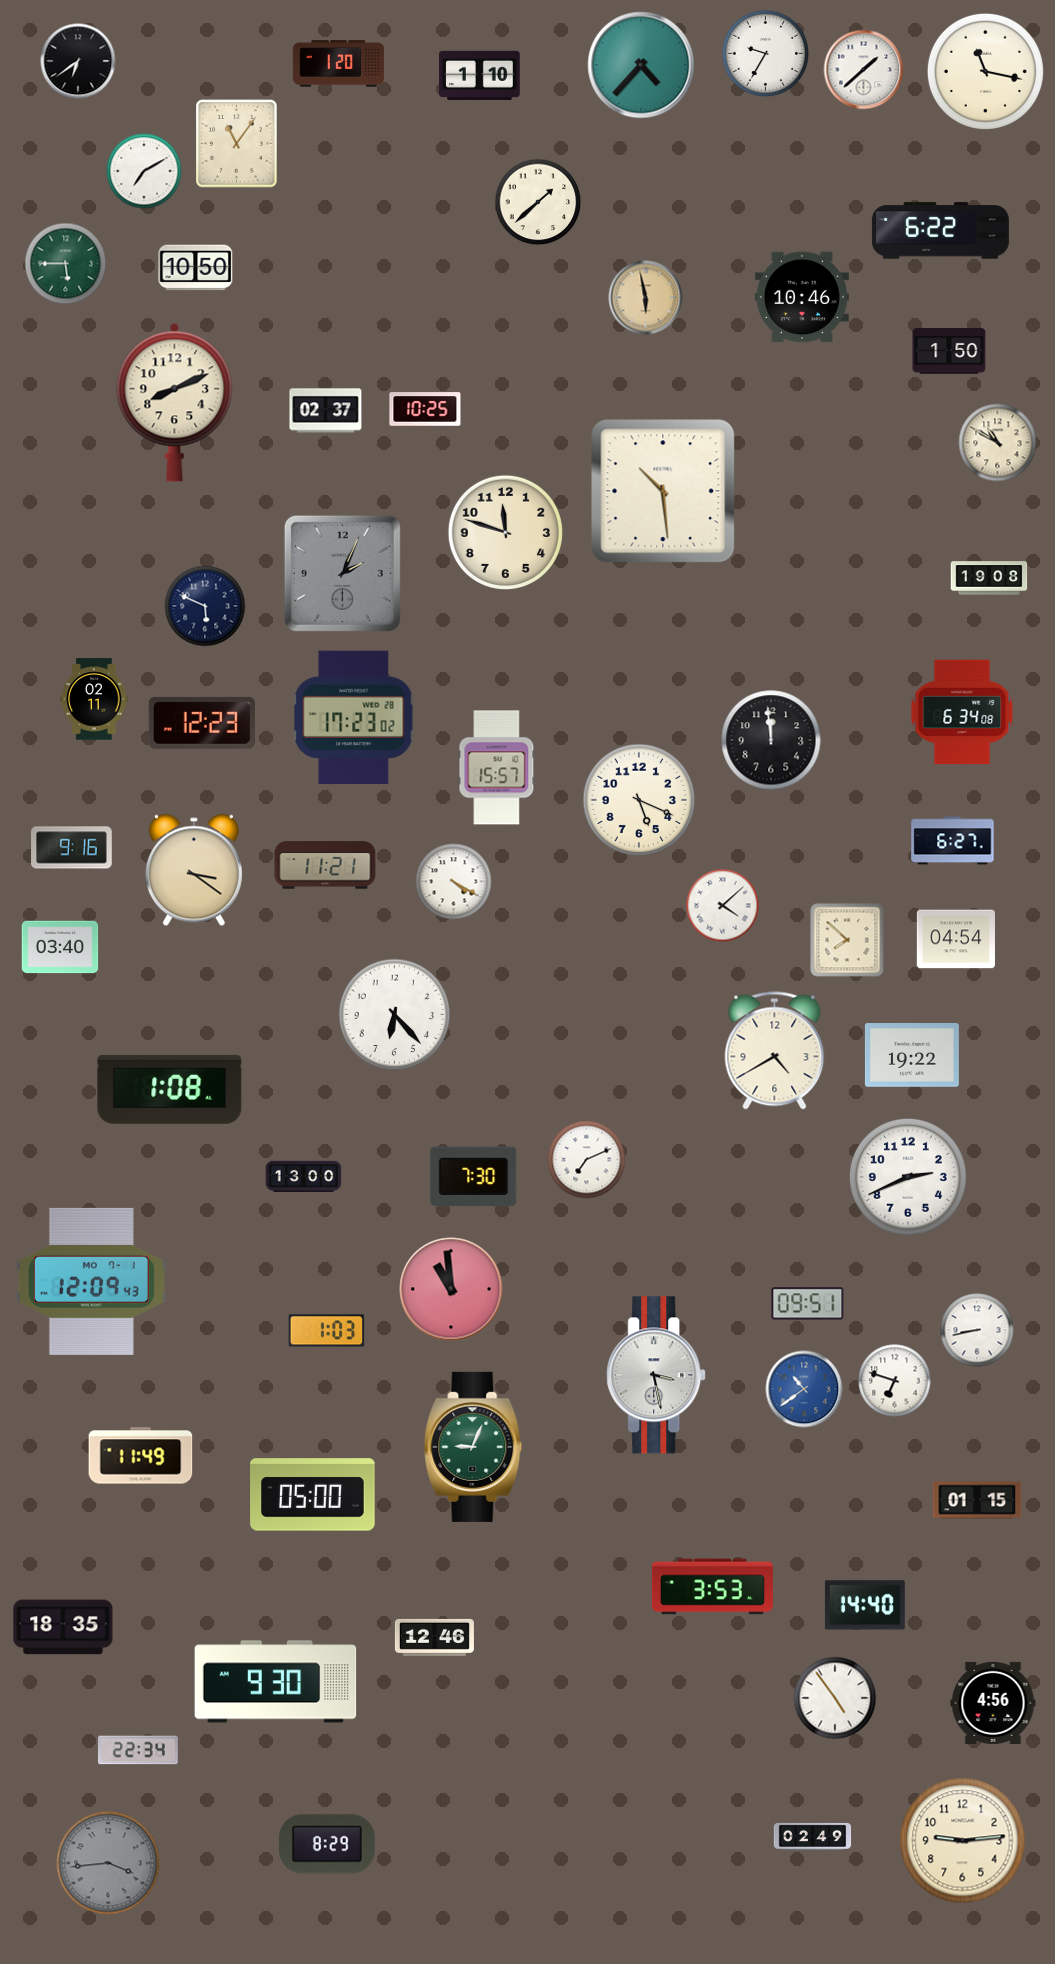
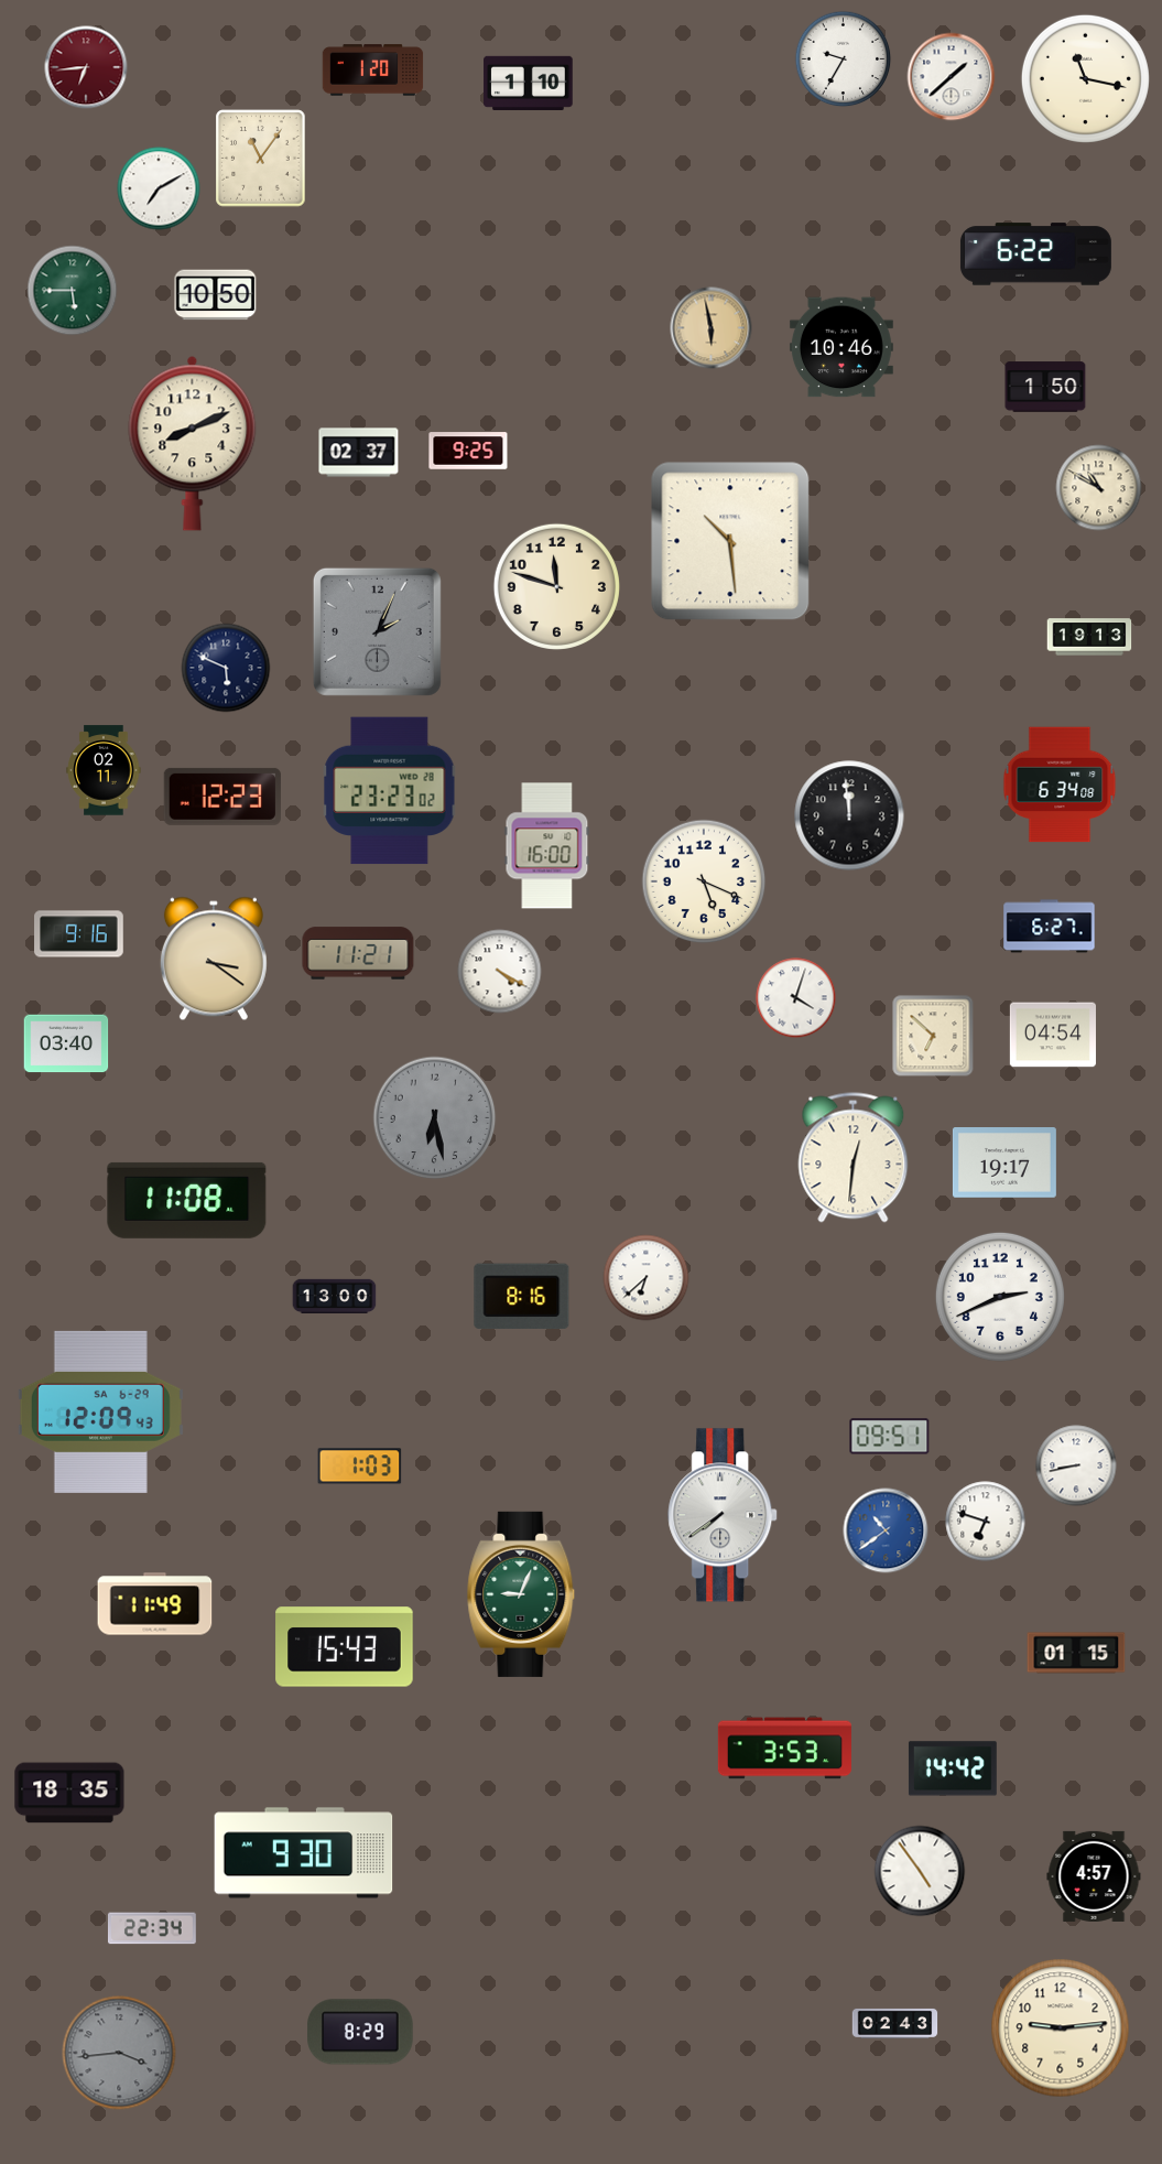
clock at (78, 61): 6:39 -> 6:44
clock at (78, 61) dial: black -> burgundy
clock at (641, 65): 4:37 -> none
clock at (538, 202): 1:38 -> none
clock at (802, 297) position: (802, 297) -> (841, 347)
clock at (425, 409): 10:25 -> 9:25
clock at (989, 578): 19:08 -> 19:13
clock at (354, 718): 17:23 -> 23:23
clock at (497, 768): 15:57 -> 16:00
clock at (723, 906): 4:08 -> 4:03
clock at (847, 940): 7:52 -> 6:52
clock at (395, 1015): 6:23 -> 6:28
clock at (395, 1015) dial: white -> grey
clock at (775, 1051): 4:40 -> 12:31
clock at (912, 1055): 19:22 -> 19:17
clock at (170, 1089): 1:08 -> 11:08
clock at (587, 1160): 7:11 -> 6:38
clock at (474, 1177): 7:30 -> 8:16
clock at (91, 1281) date: MO 7-1 -> SA 6-29
clock at (451, 1289): 10:59 -> none
clock at (657, 1375): 3:28 -> 7:39
clock at (313, 1495): 05:00 -> 15:43
clock at (865, 1605): 14:40 -> 14:42
clock at (434, 1637): 12:46 -> none
clock at (993, 1703): 4:56 -> 4:57
clock at (813, 1836): 02:49 -> 02:43
